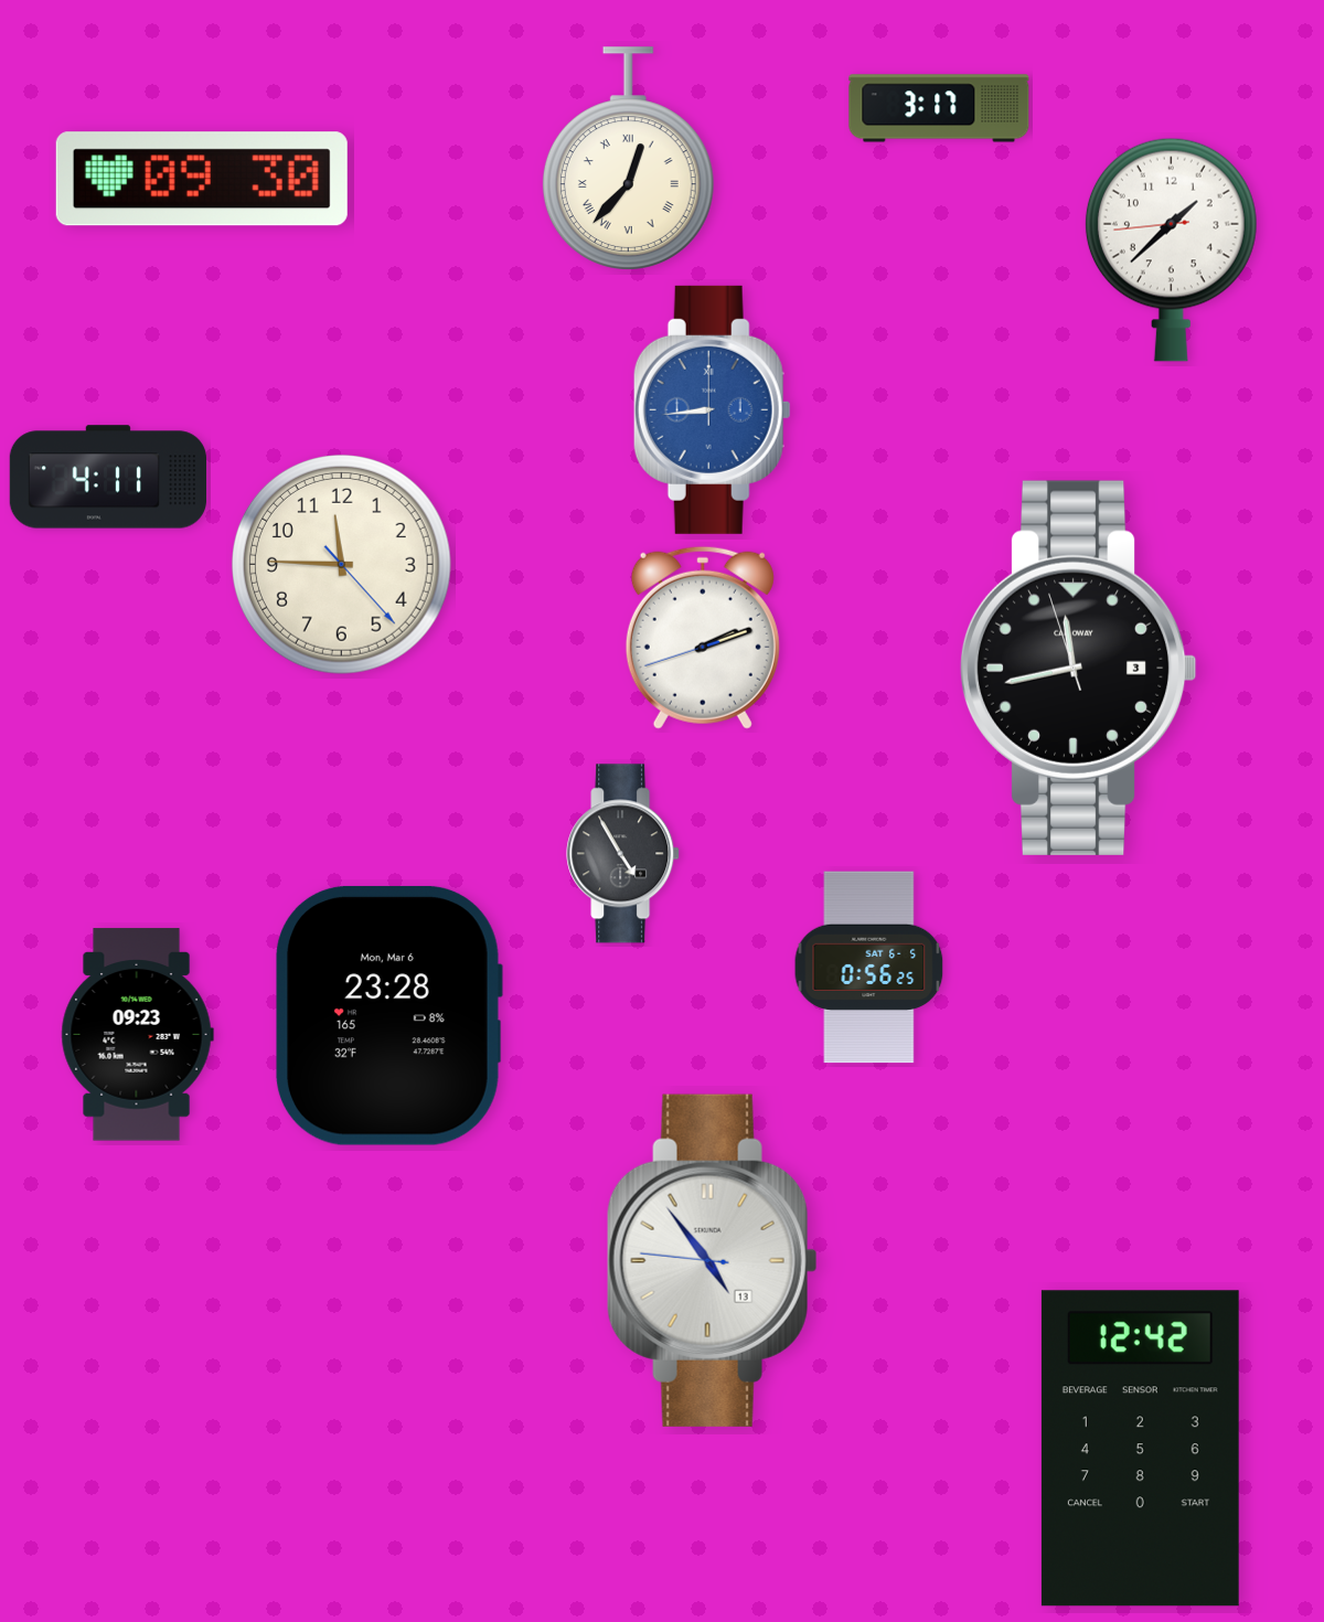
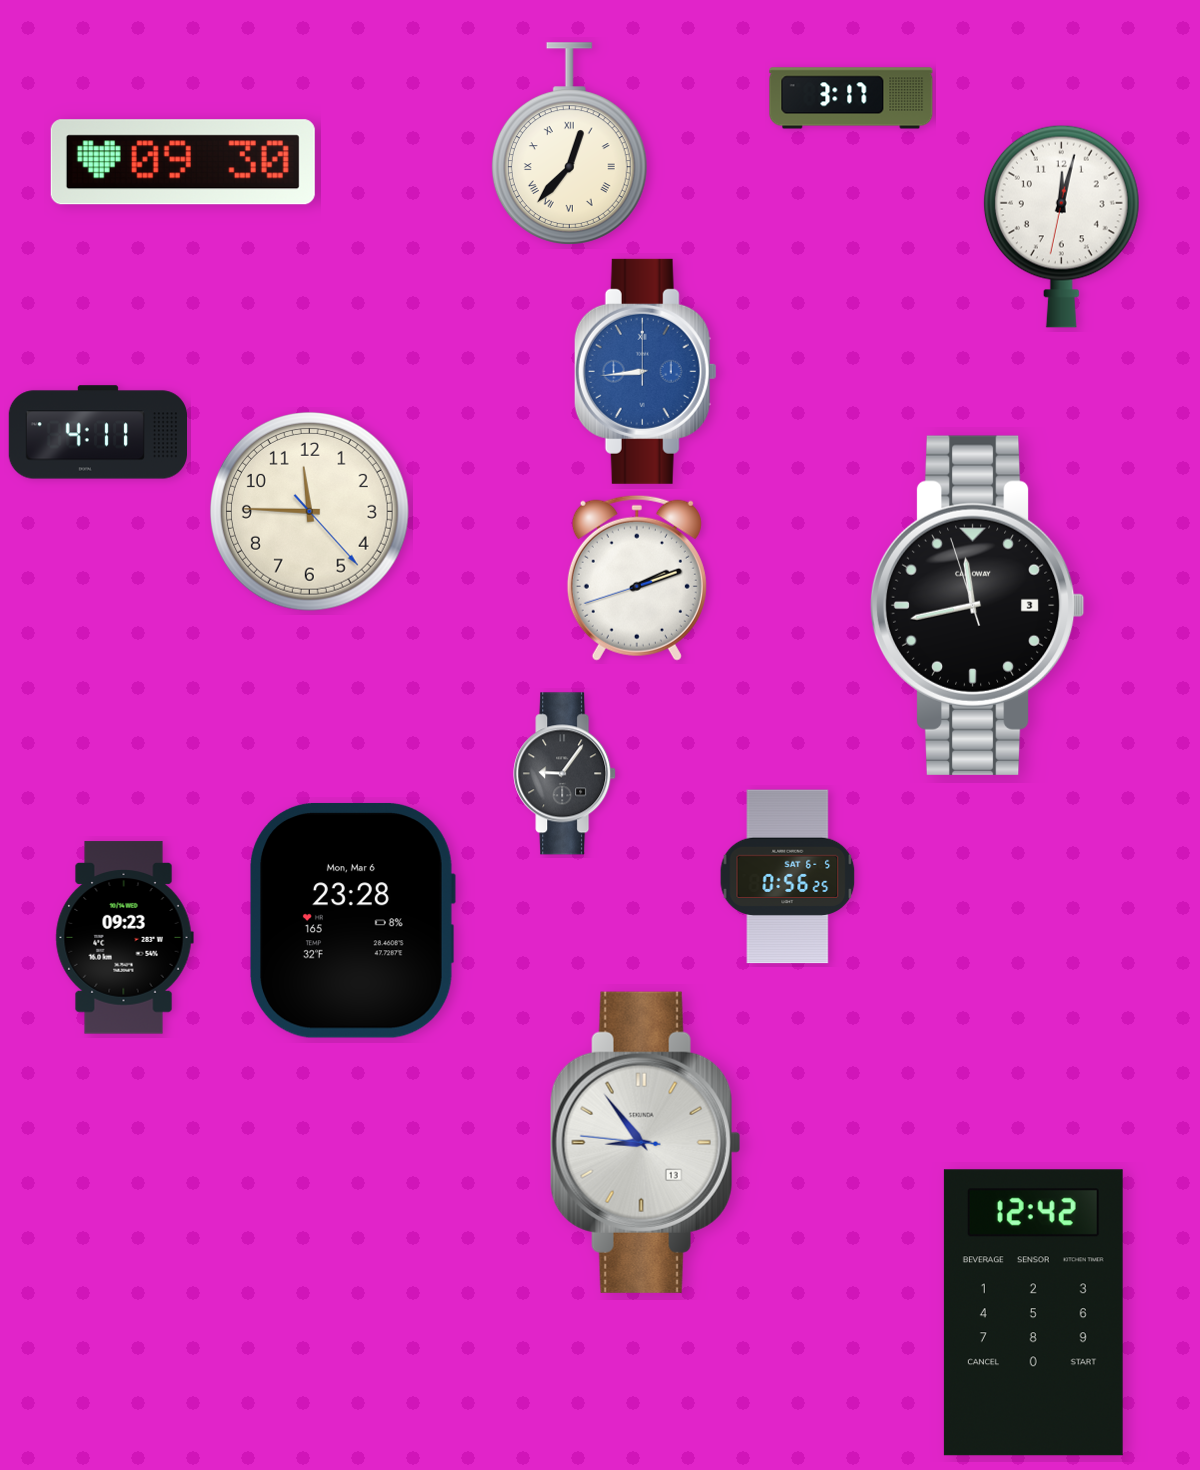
clock at (1171, 249): 1:37 -> 12:02
clock at (623, 854): 4:55 -> 9:06
clock at (712, 1260): 4:53 -> 8:53
